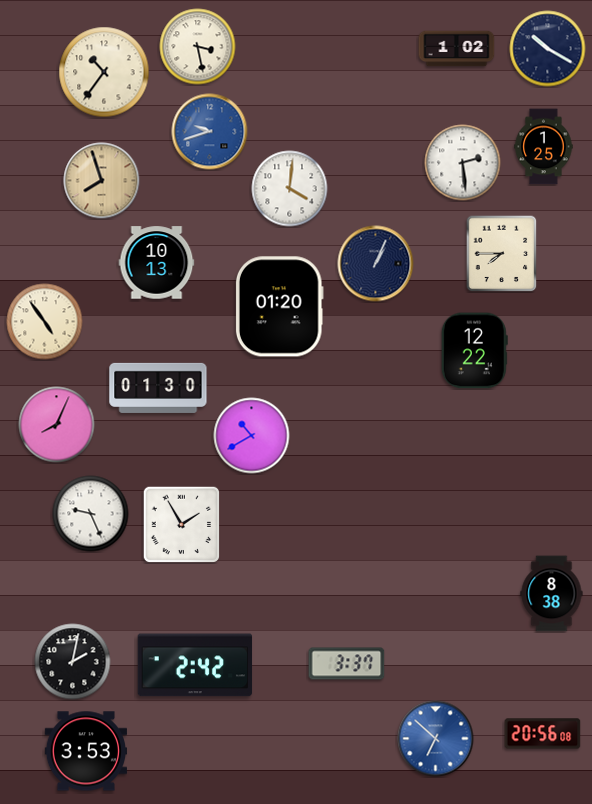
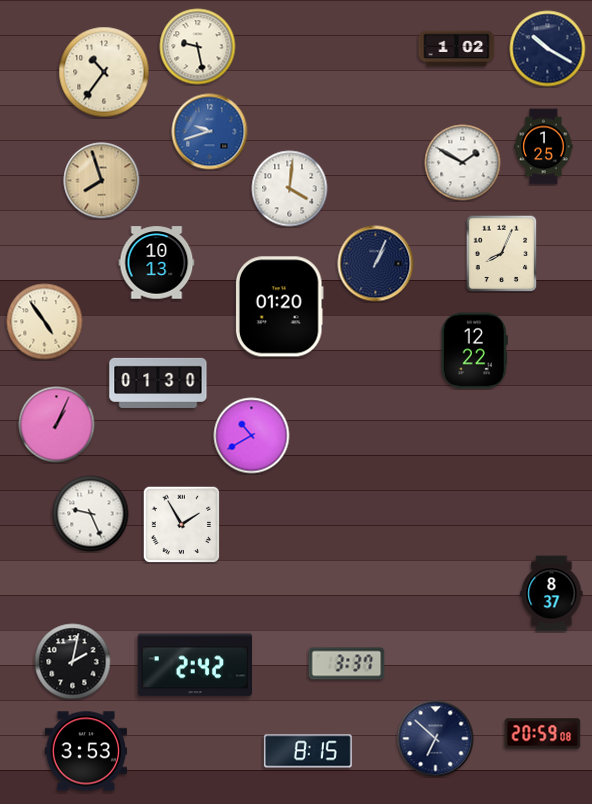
clock at (198, 47): 3:28 -> 9:28
clock at (463, 163): 2:29 -> 1:50
clock at (502, 253): 7:45 -> 8:04
clock at (158, 388) position: (158, 388) -> (158, 383)
clock at (57, 425): 8:04 -> 1:04
clock at (552, 594): 8:38 -> 8:37
clock at (543, 734): 20:56 -> 20:59
clock at (436, 739) dial: blue -> navy
clock at (308, 751): none -> 8:15
